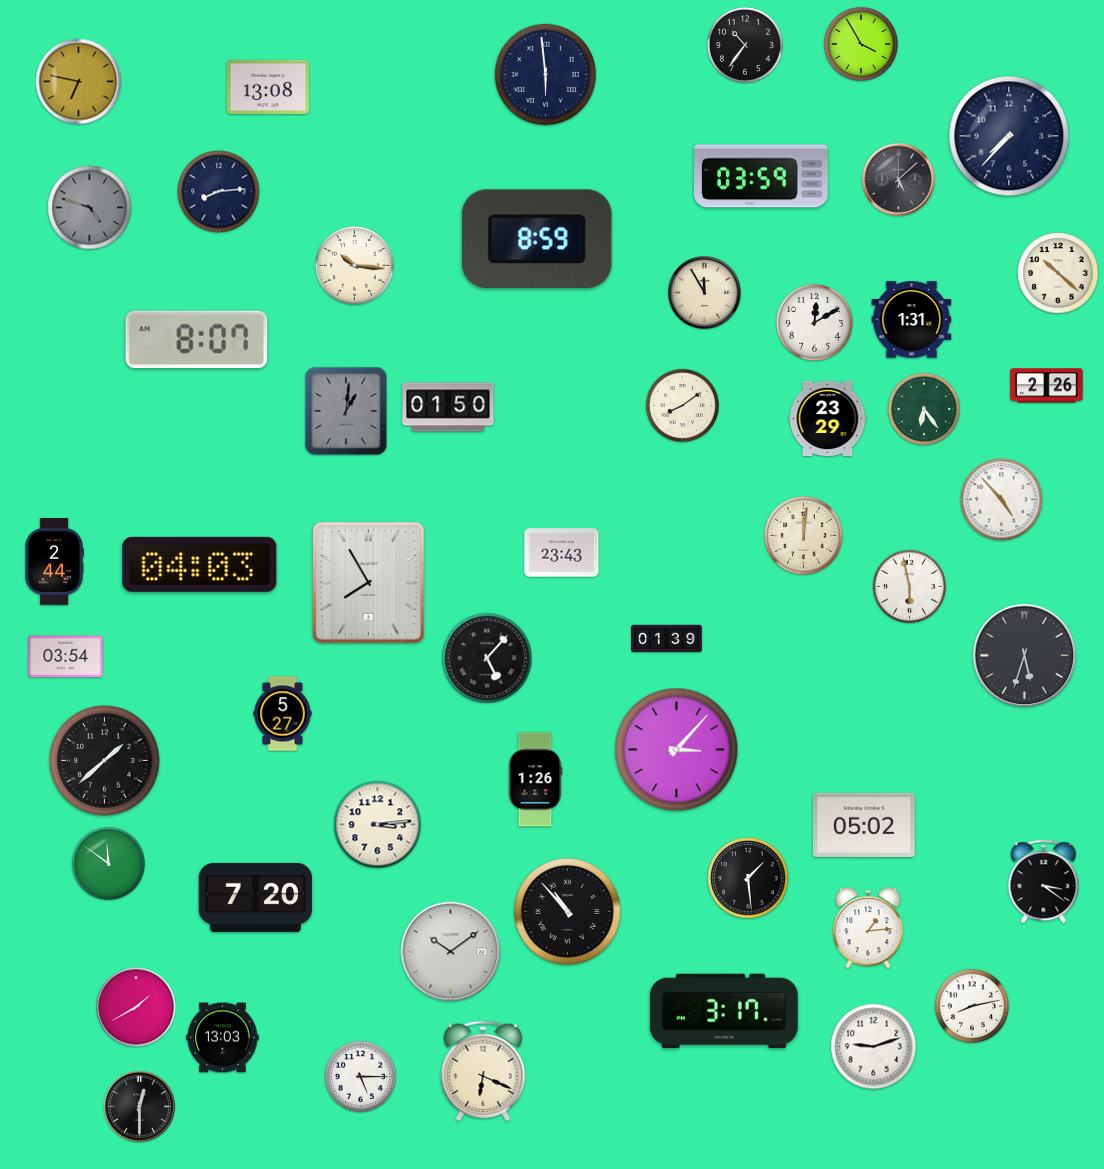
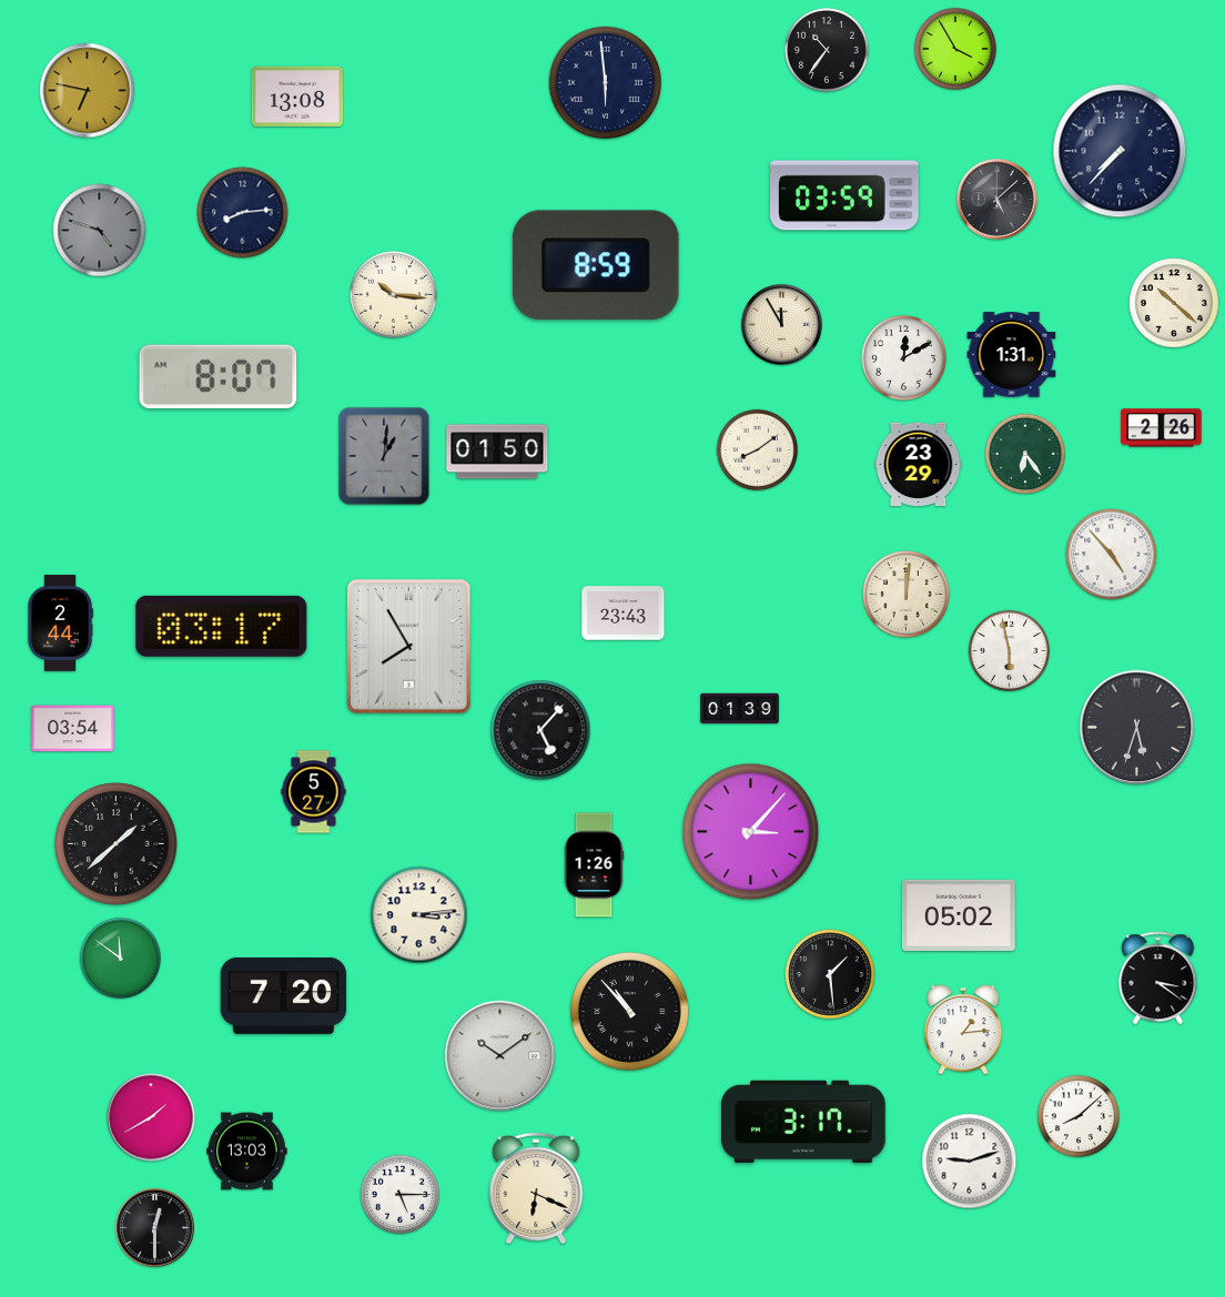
clock at (804, 536) position: (804, 536) -> (907, 595)
clock at (200, 564): 04:03 -> 03:17
clock at (972, 1006): 8:13 -> 8:08
